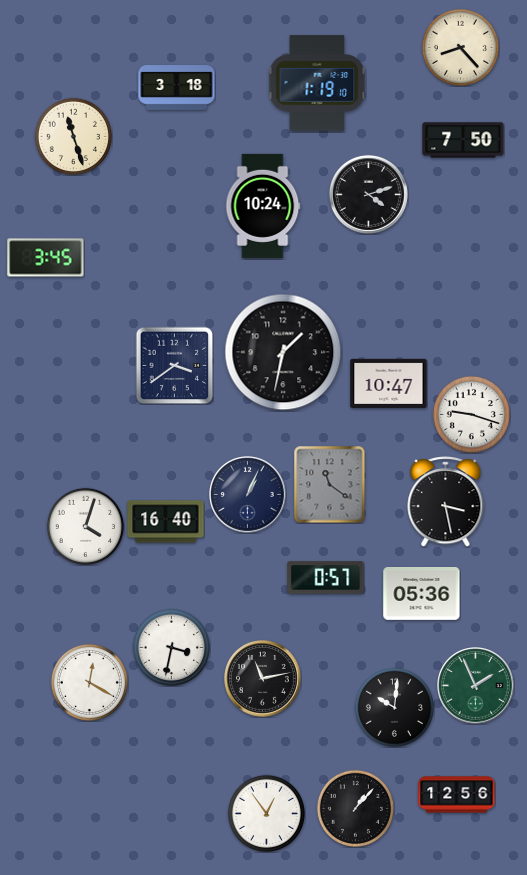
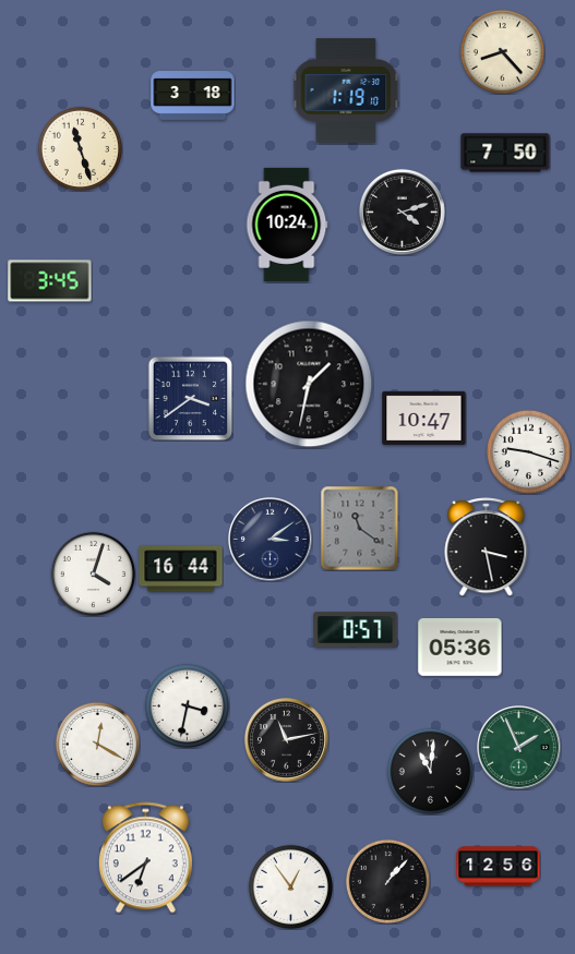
clock at (471, 414) position: (471, 414) -> (528, 451)
clock at (248, 495): 1:04 -> 3:09
clock at (166, 522): 16:40 -> 16:44
clock at (394, 707): 10:01 -> 11:01
clock at (145, 858): none -> 6:39
